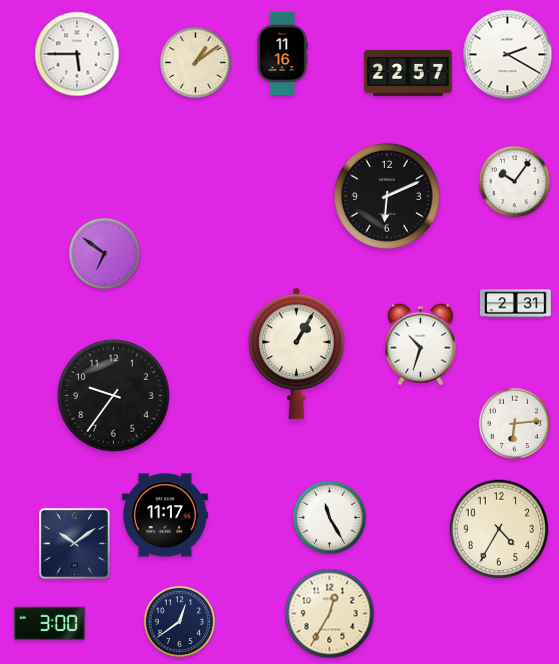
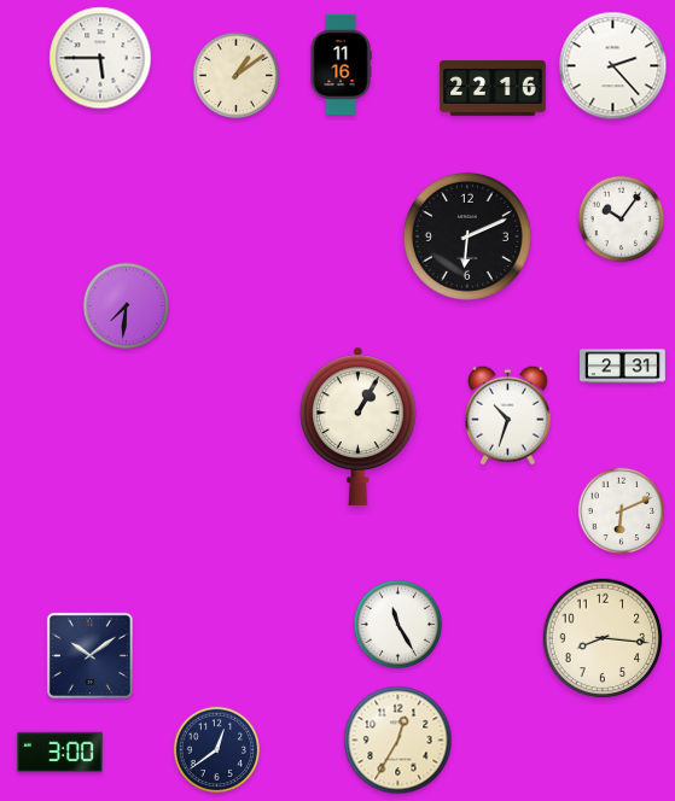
clock at (77, 54) position: (77, 54) -> (100, 58)
clock at (508, 55): 2:20 -> 2:23
clock at (408, 73): 22:57 -> 22:16
clock at (105, 254): 6:51 -> 7:31
clock at (114, 396): 9:36 -> none
clock at (515, 424): 6:14 -> 6:11
clock at (165, 515): 11:17 -> none
clock at (499, 529): 4:35 -> 8:16
